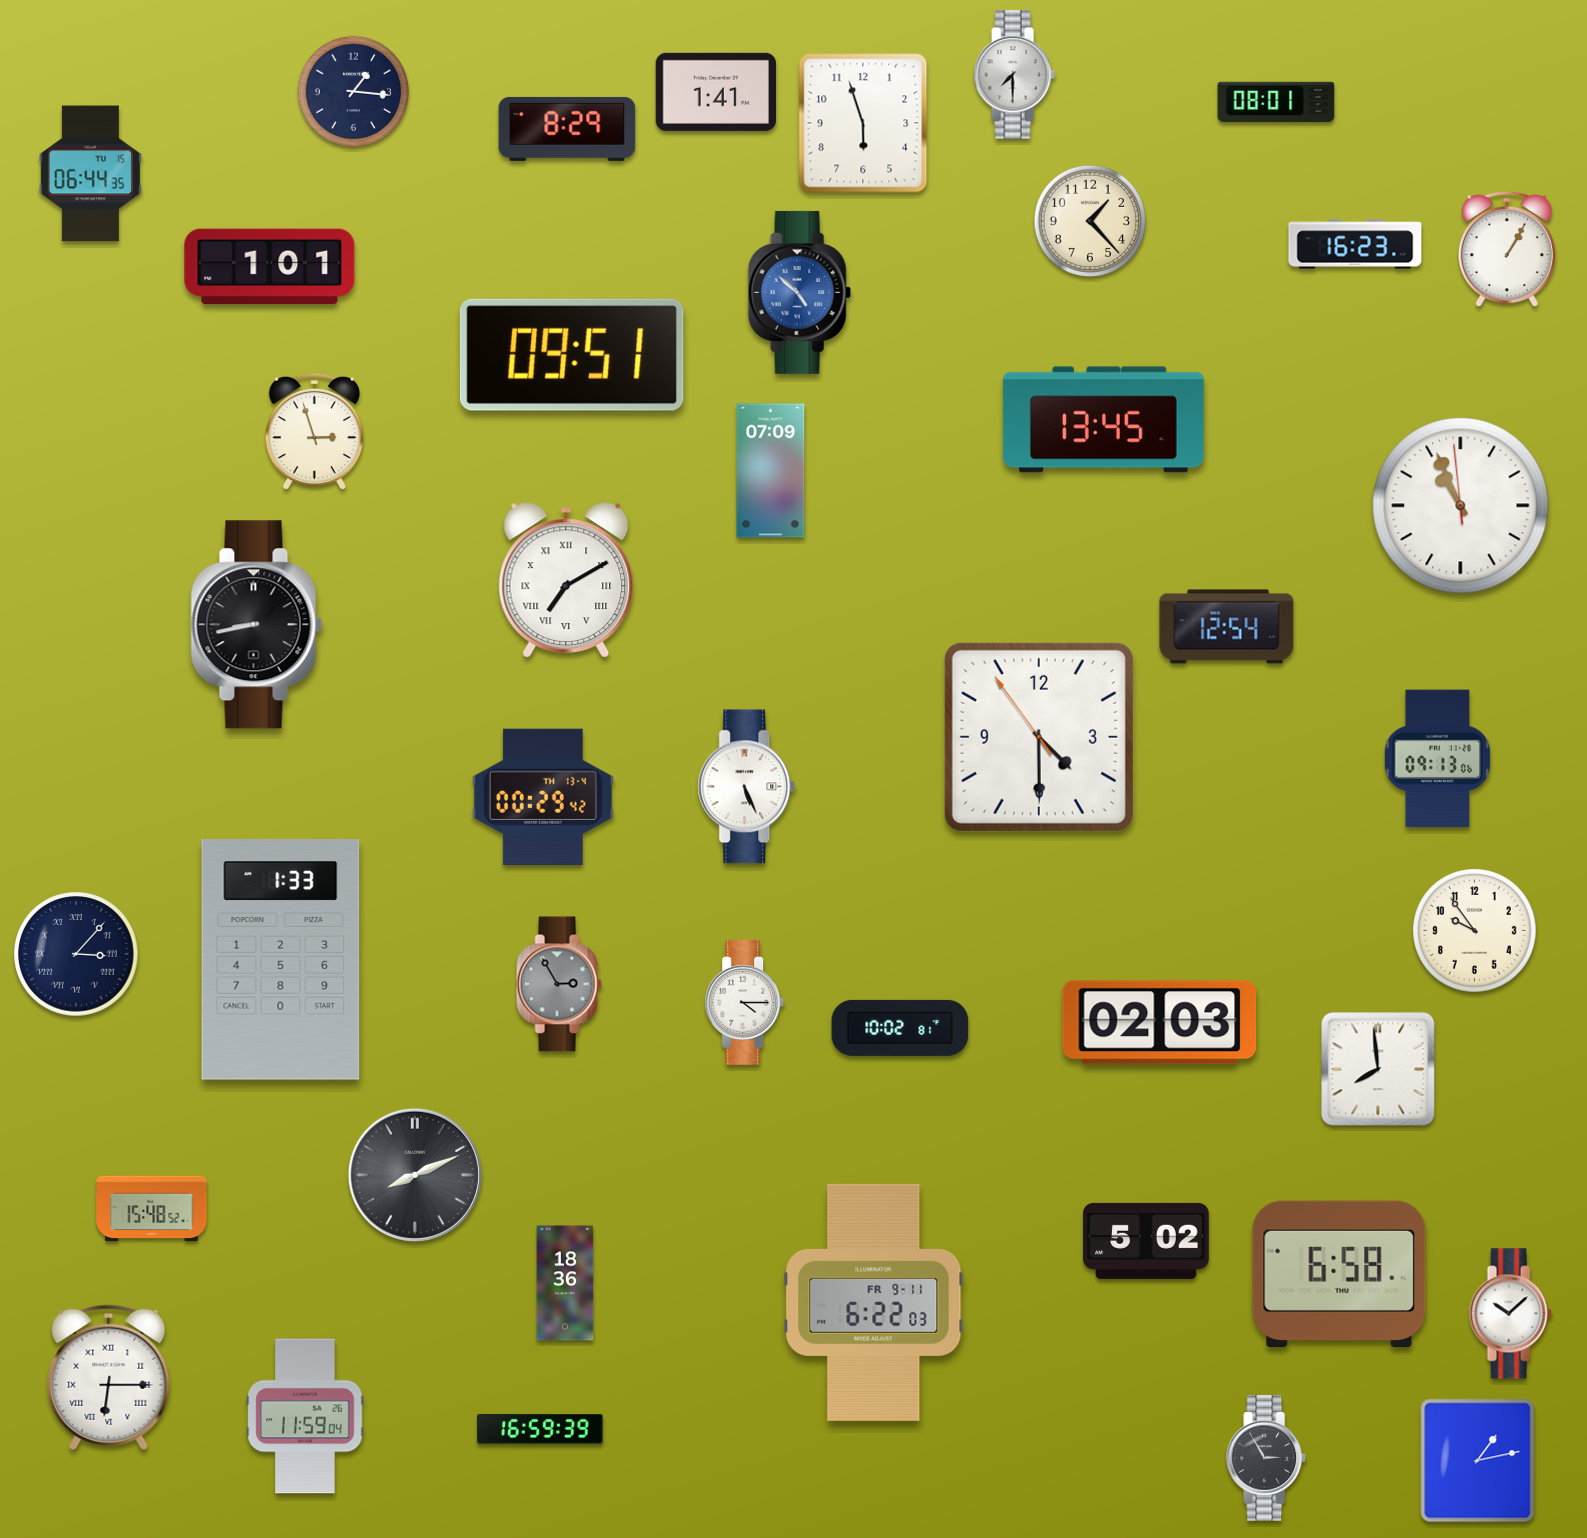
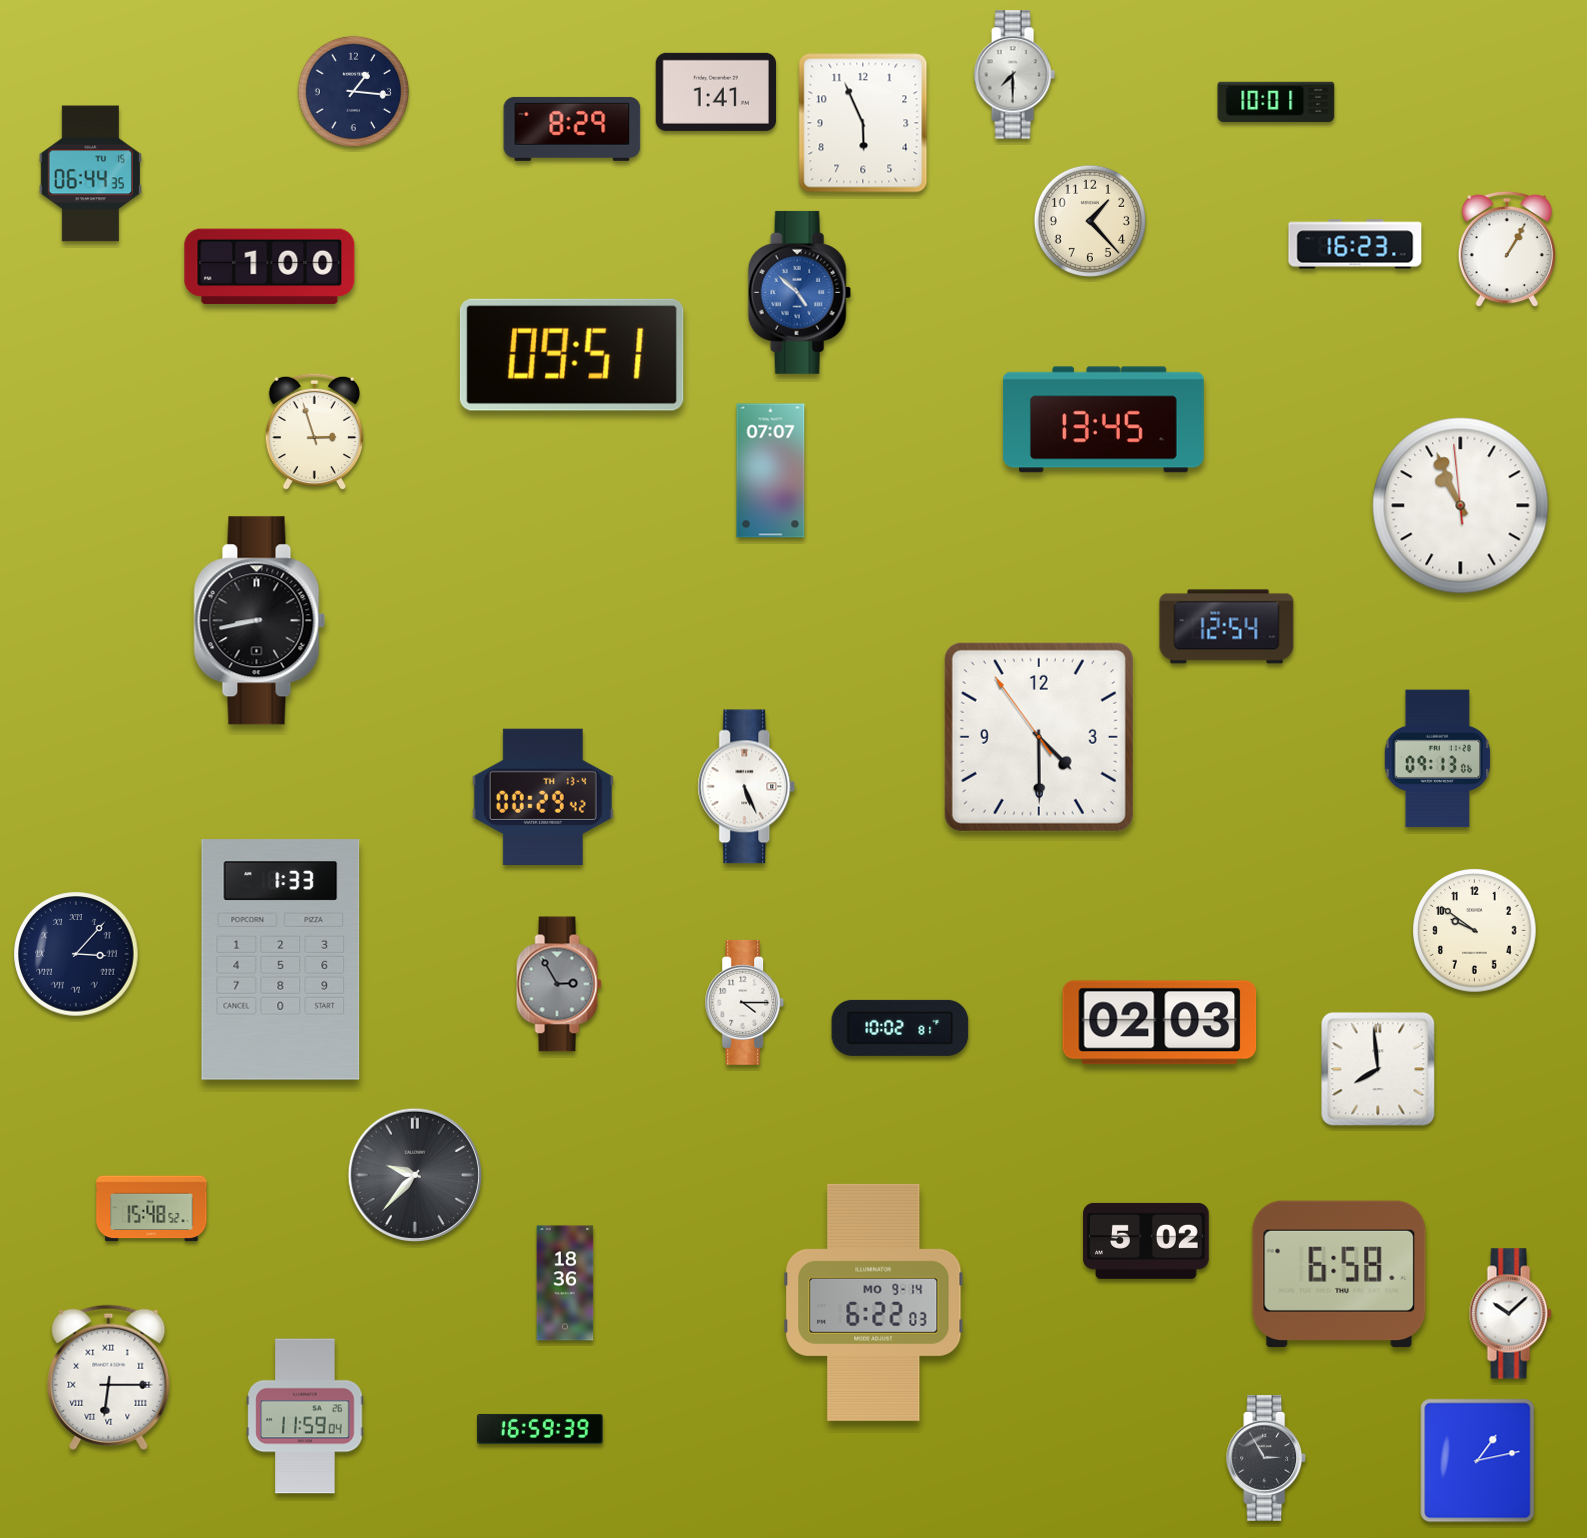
clock at (1276, 101): 08:01 -> 10:01
clock at (863, 123): 5:57 -> 5:56
clock at (567, 129) position: (567, 129) -> (572, 129)
clock at (270, 267): 1:01 -> 1:00
clock at (771, 471): 07:09 -> 07:07
clock at (566, 580): 7:10 -> none
clock at (257, 625) position: (257, 625) -> (260, 621)
clock at (1475, 931): 9:54 -> 9:51
clock at (415, 1175): 8:11 -> 9:37
clock at (874, 1302) date: FR 9-11 -> MO 9-14
